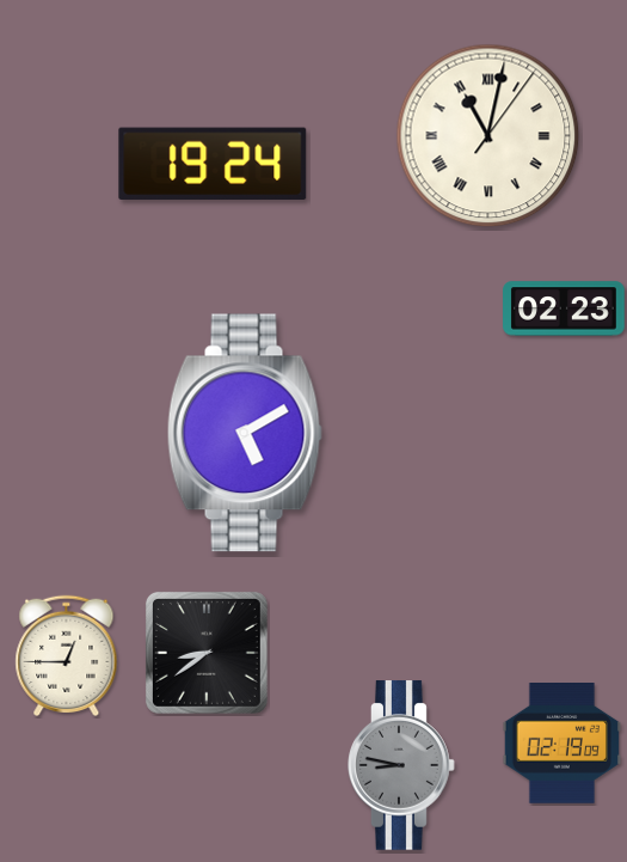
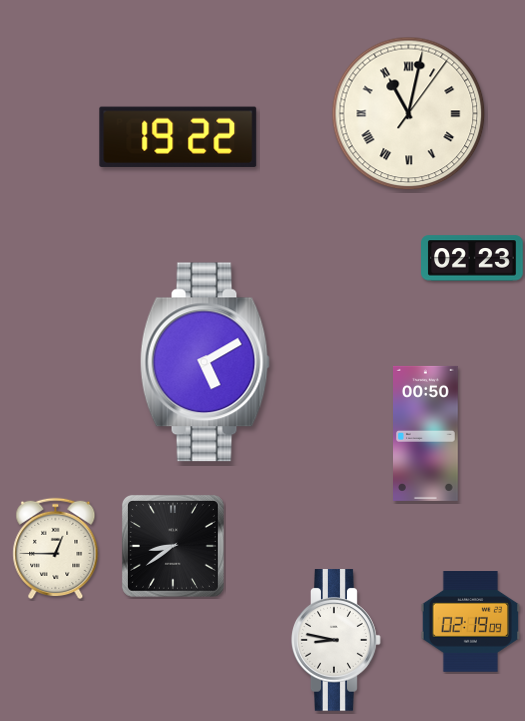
clock at (213, 164): 19:24 -> 19:22
clock at (426, 433): none -> 00:50
clock at (401, 765) dial: grey -> white
